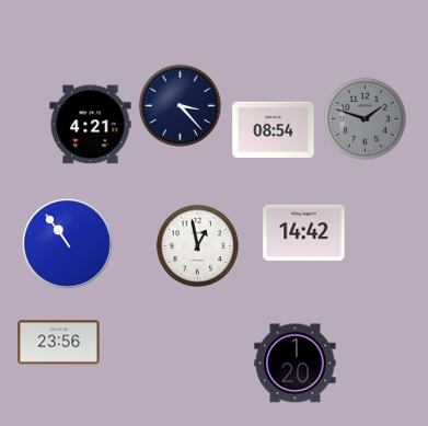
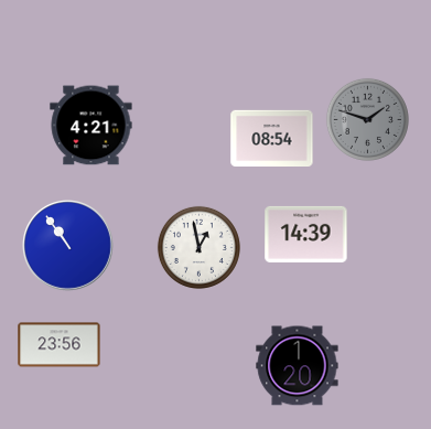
clock at (180, 105): 3:23 -> none
clock at (274, 129) position: (274, 129) -> (272, 138)
clock at (304, 232): 14:42 -> 14:39
